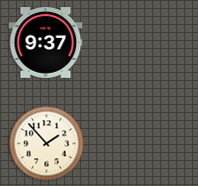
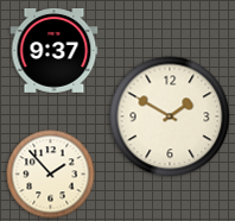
clock at (170, 116): none -> 1:50
clock at (47, 144) position: (47, 144) -> (51, 175)
